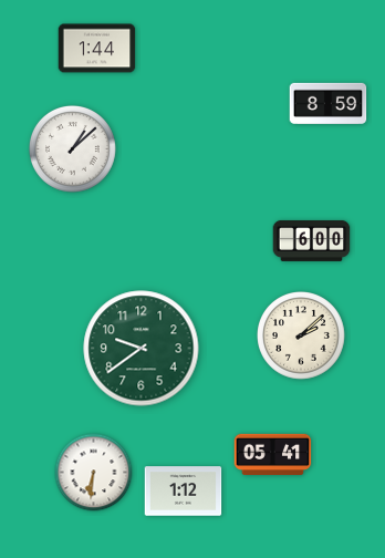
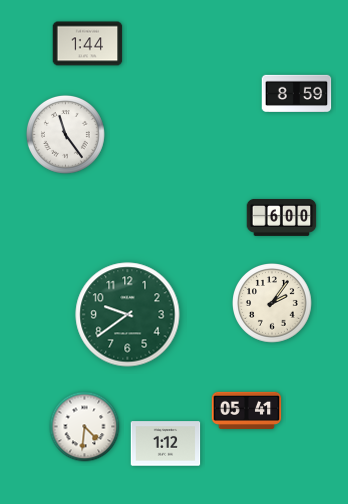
clock at (72, 148): 1:08 -> 11:24
clock at (301, 335): 2:08 -> 2:06
clock at (94, 473): 6:31 -> 4:31
